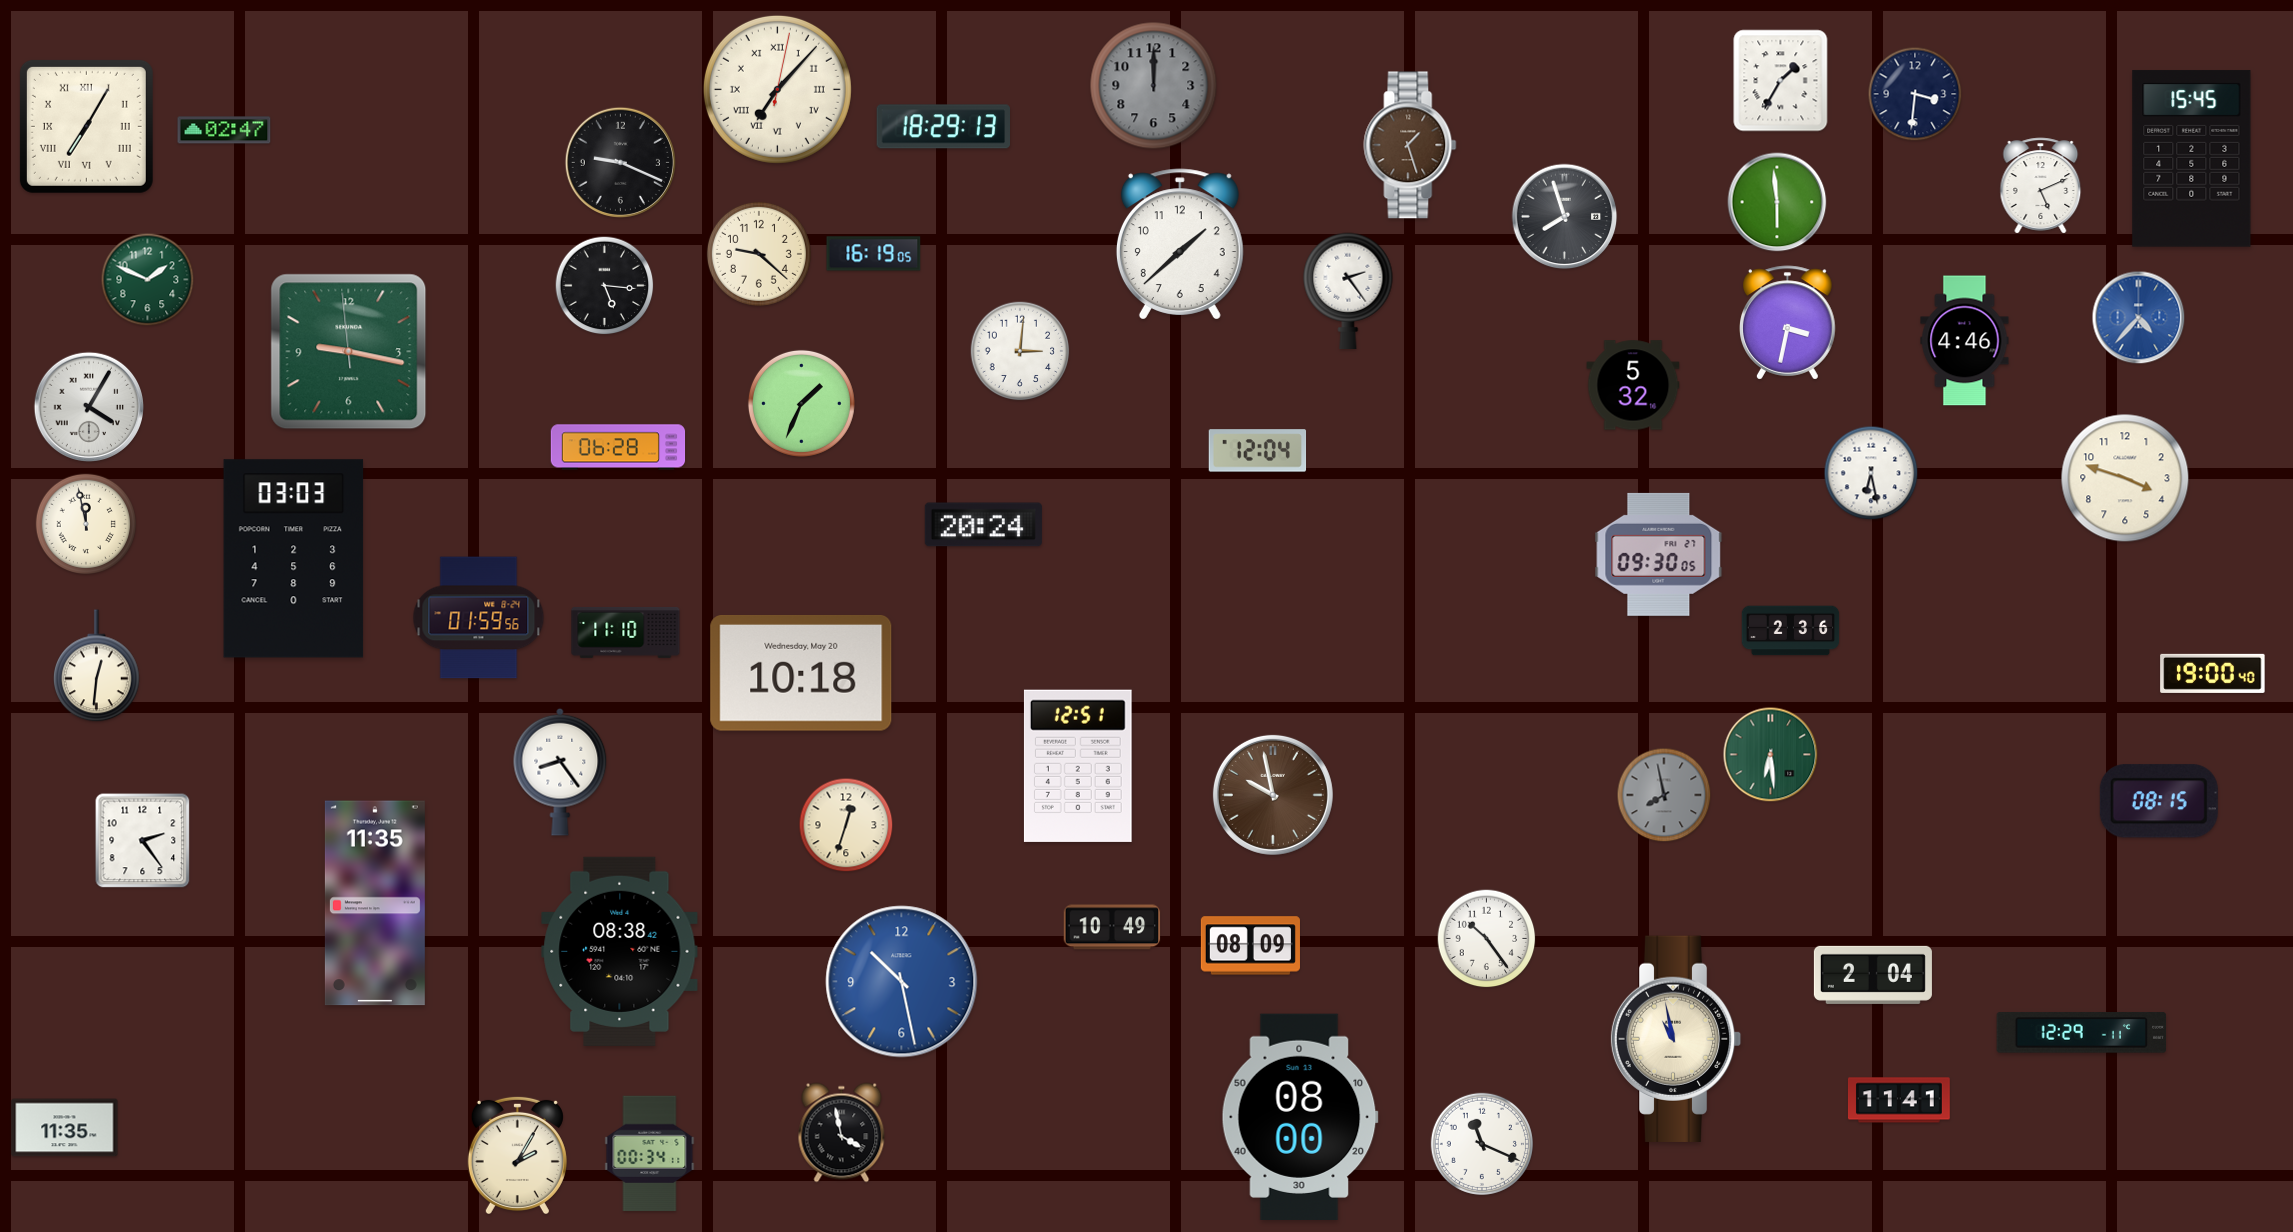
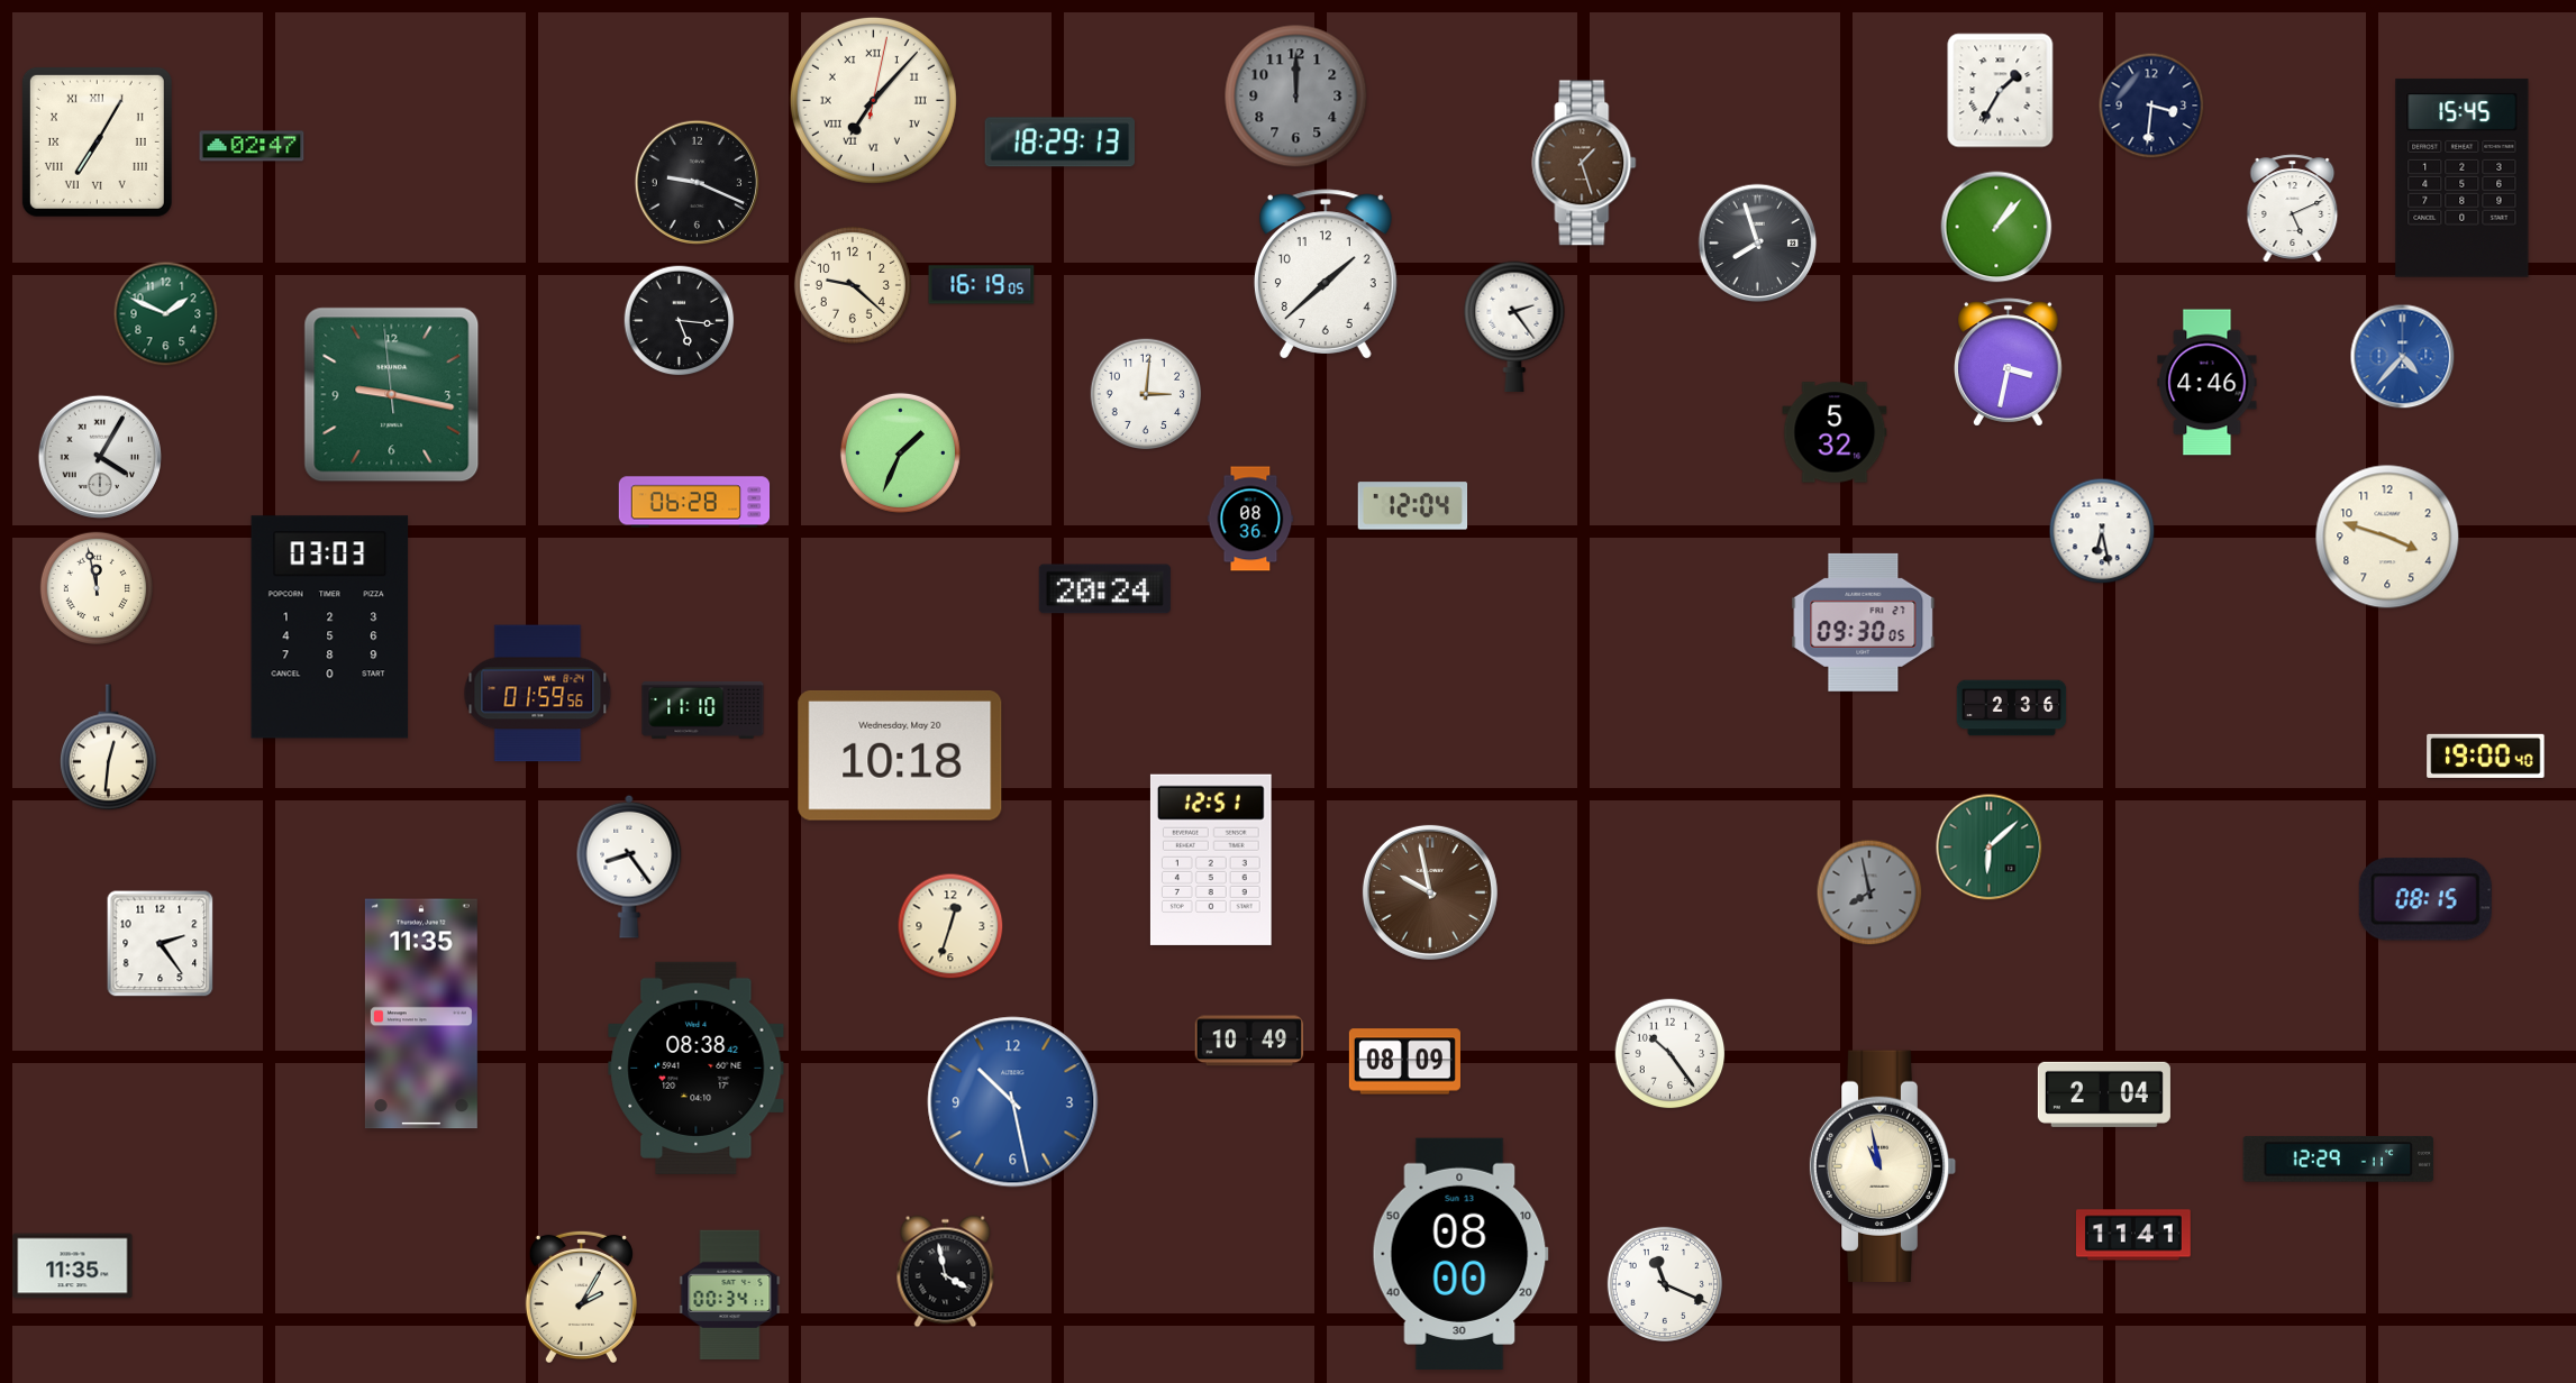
clock at (1777, 202): 5:59 -> 1:07
clock at (1250, 519): none -> 08:36
clock at (1771, 755): 6:29 -> 6:08
